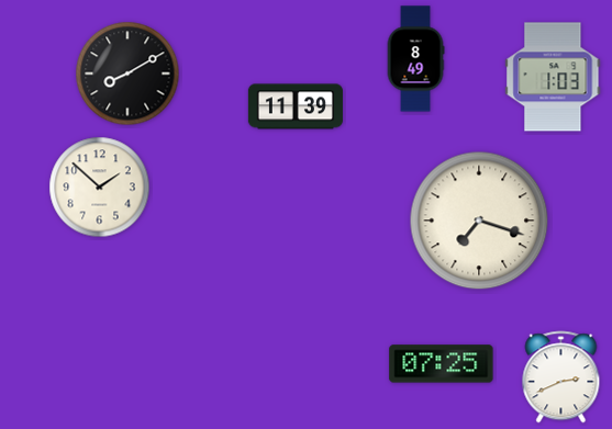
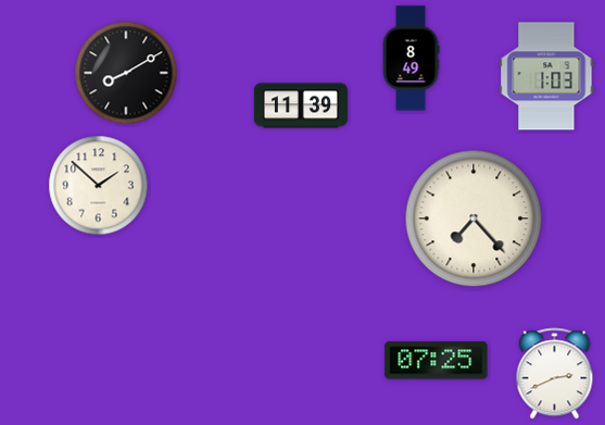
clock at (296, 106) position: (296, 106) -> (301, 105)
clock at (479, 221): 7:18 -> 7:23
